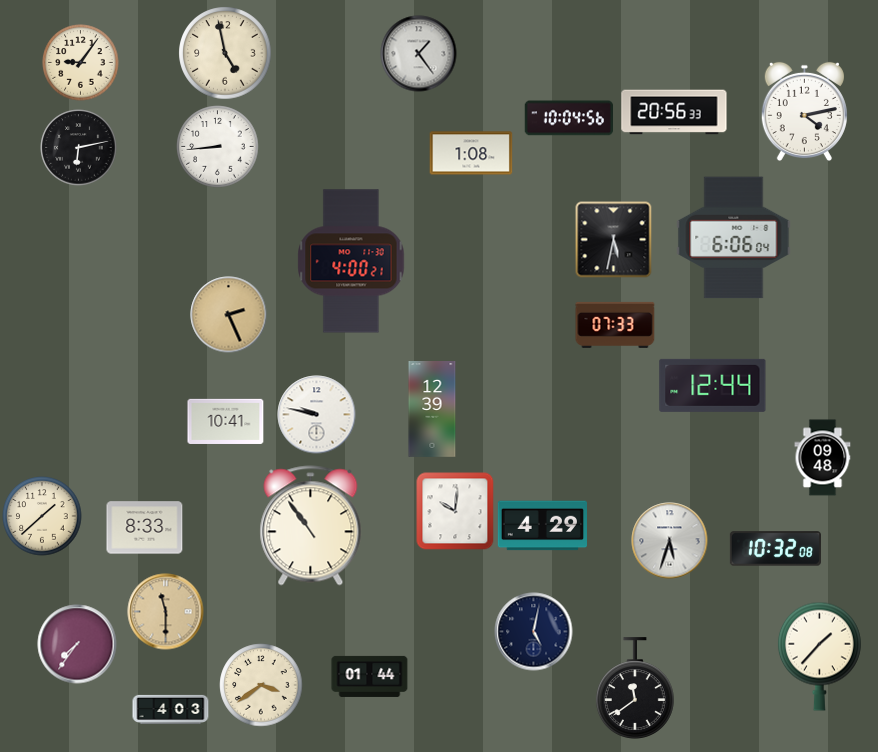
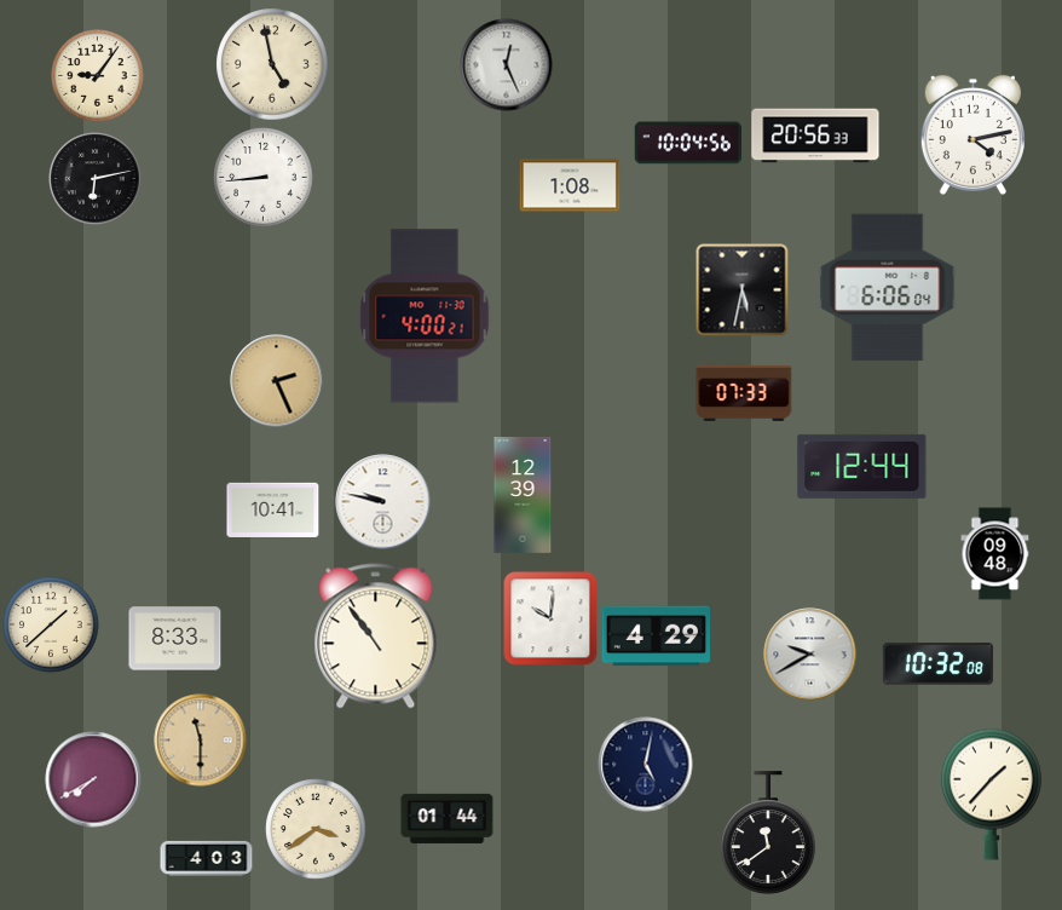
clock at (419, 54): 1:24 -> 12:26
clock at (670, 541): 5:33 -> 9:40
clock at (77, 644): 7:36 -> 7:40
